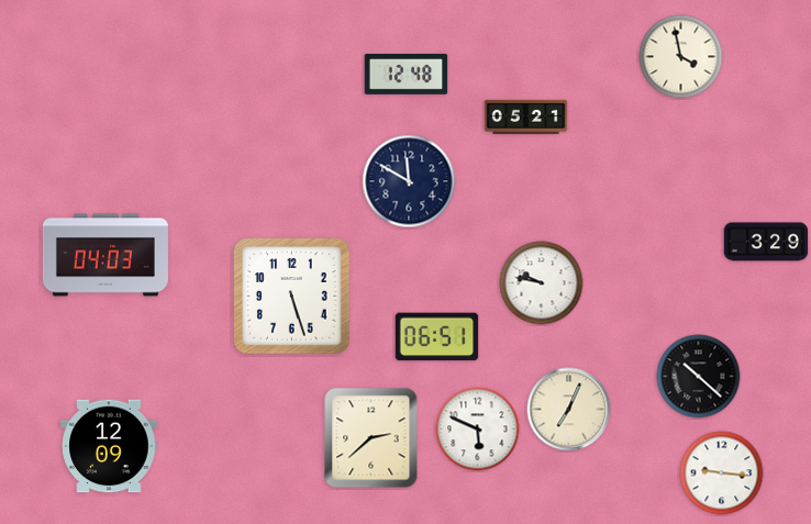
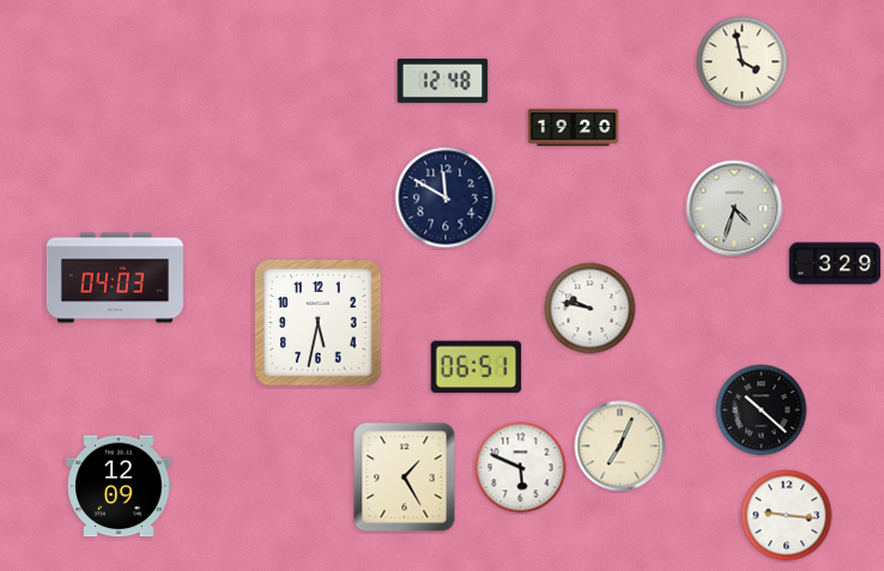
clock at (526, 116): 05:21 -> 19:20
clock at (734, 208): none -> 4:33
clock at (292, 297): 5:27 -> 5:32
clock at (371, 438): 2:38 -> 1:25
